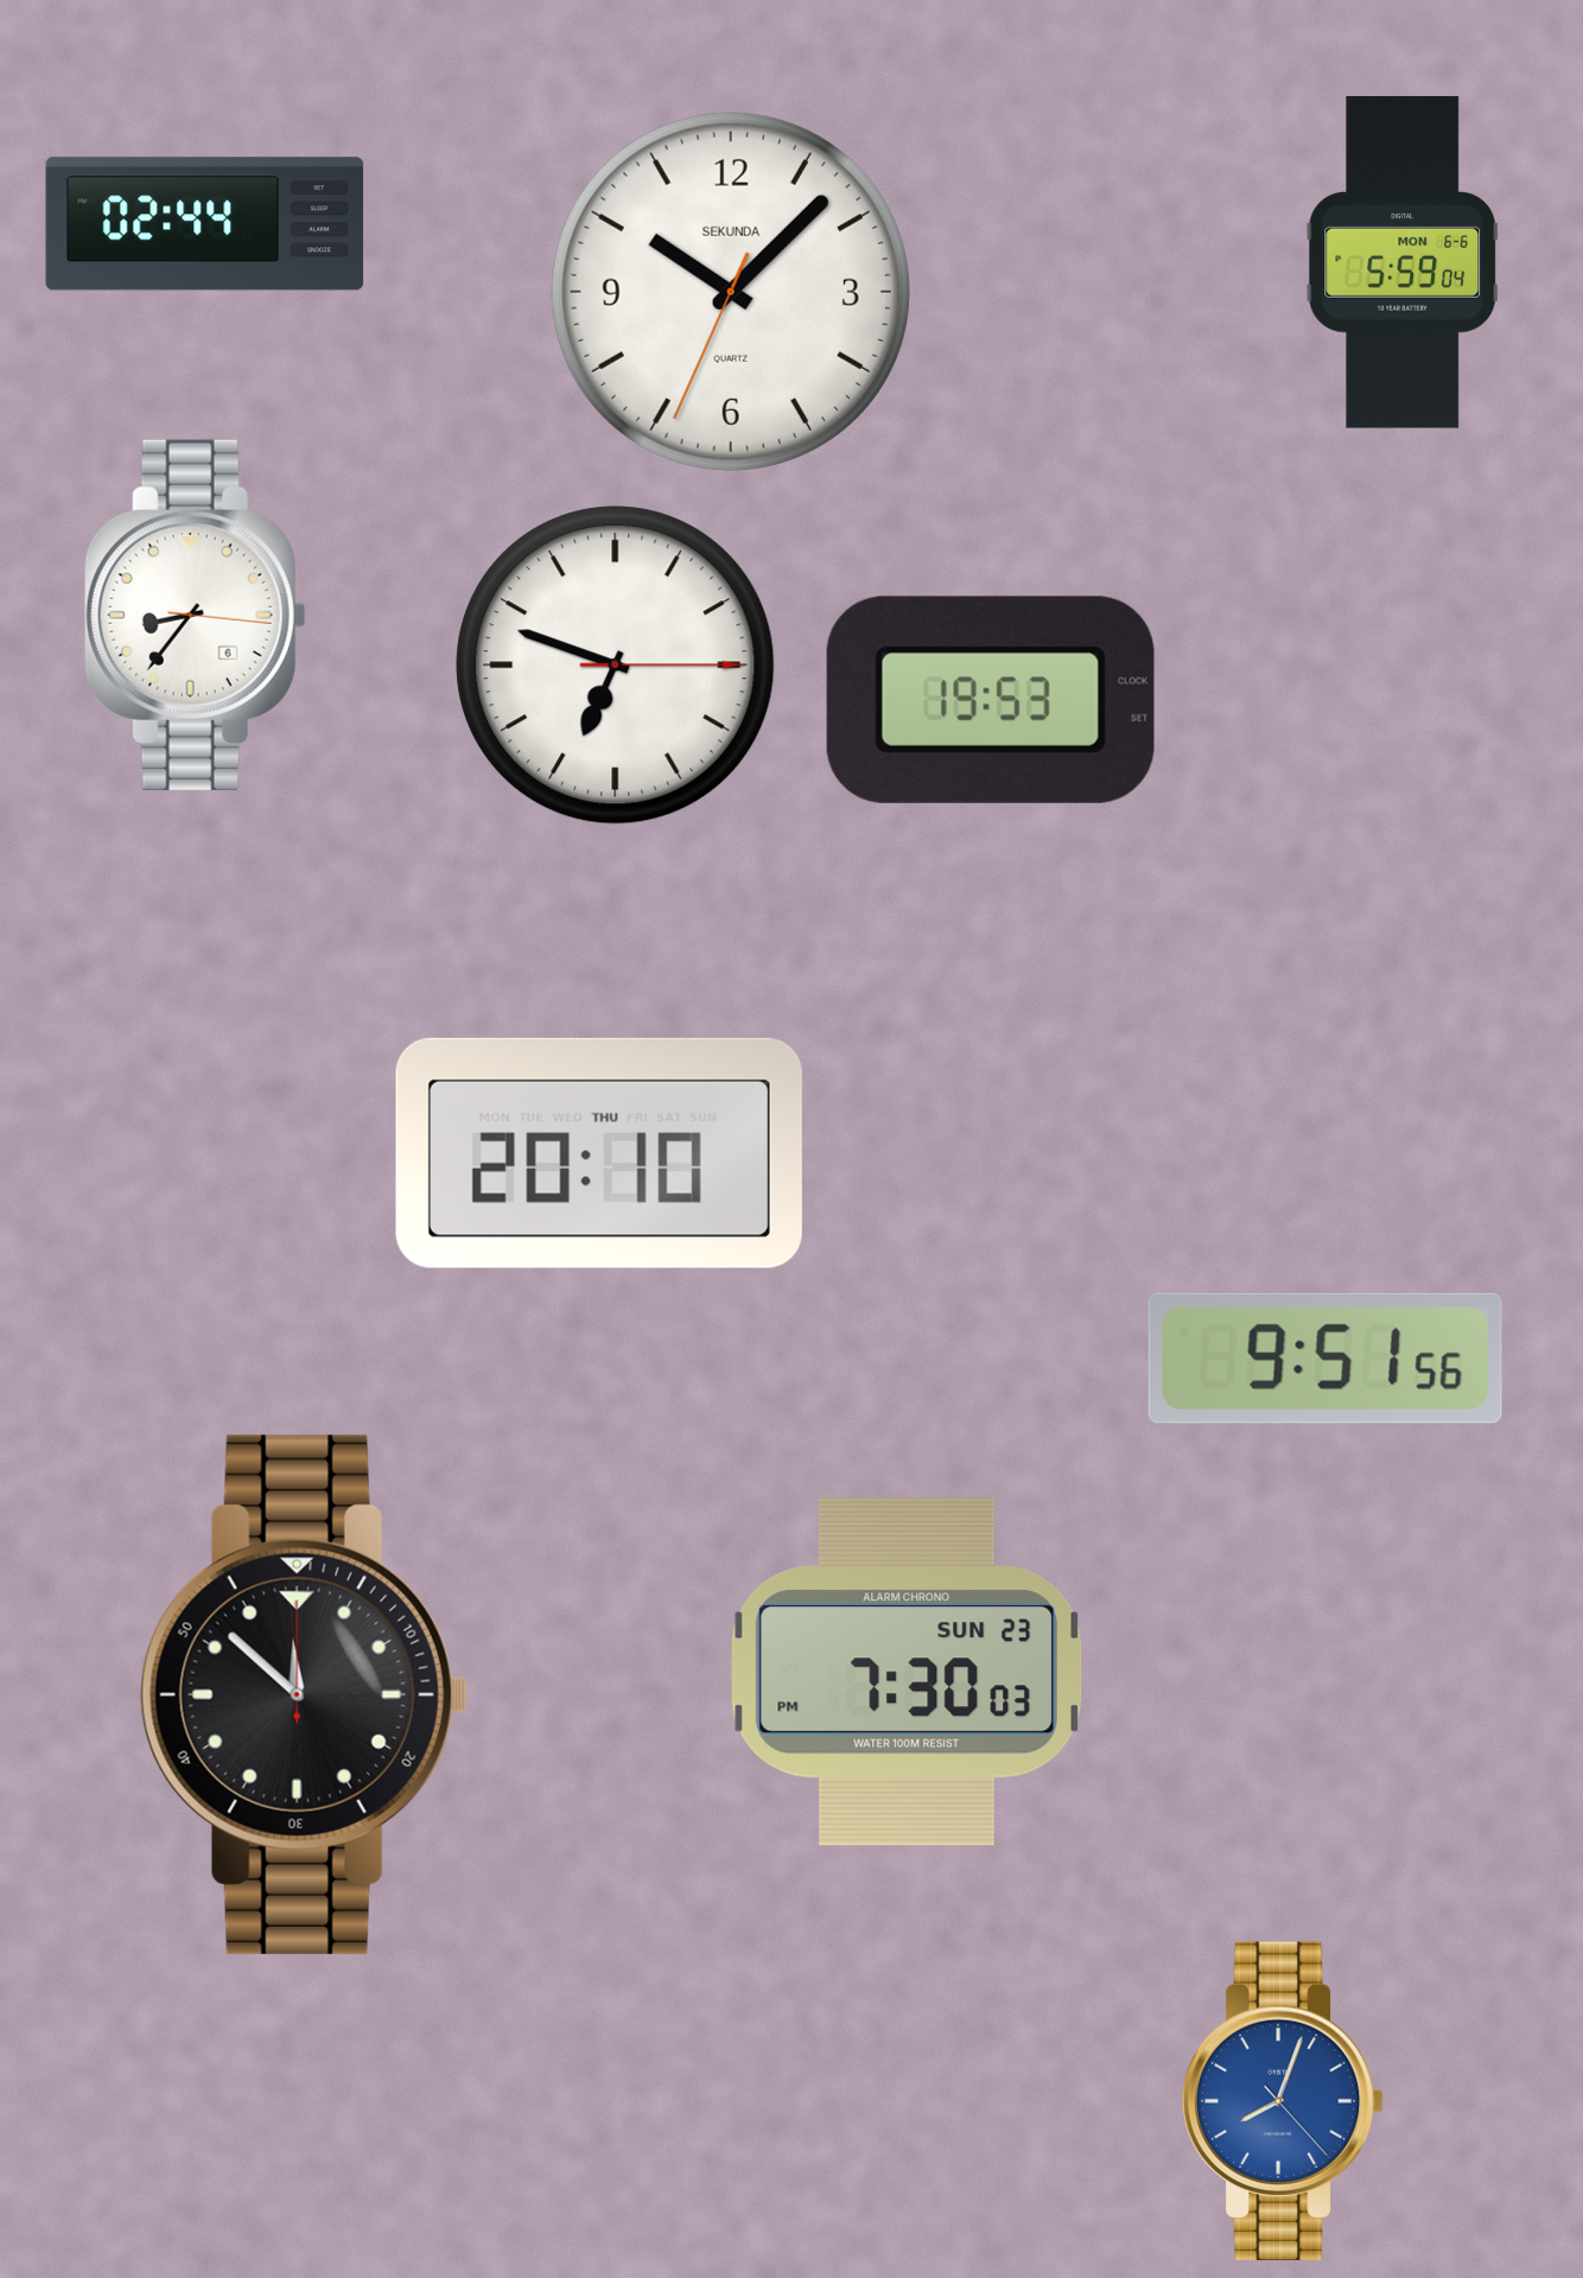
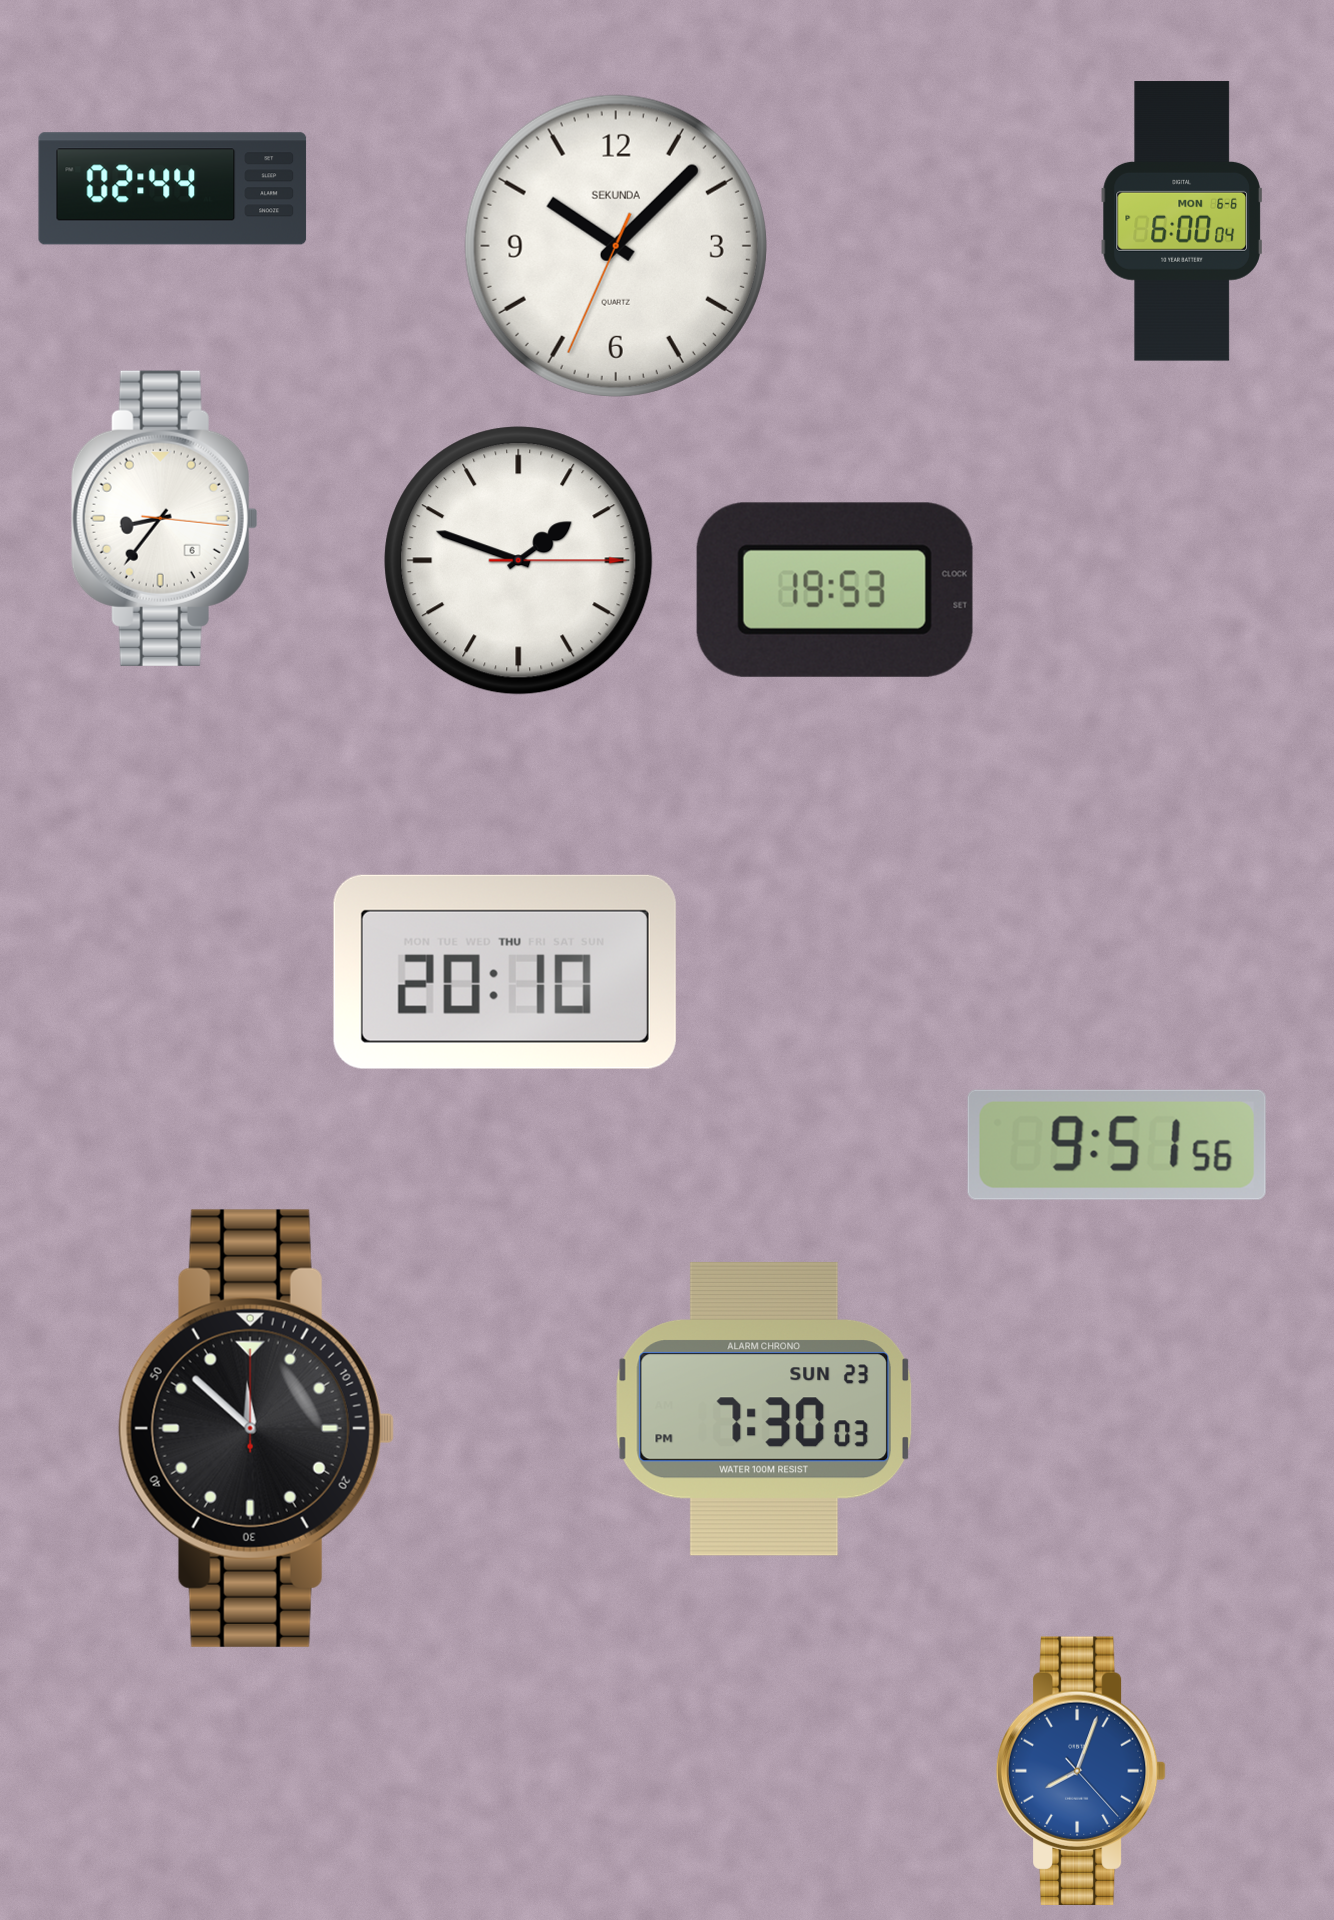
clock at (1403, 262): 5:59 -> 6:00
clock at (616, 666): 6:48 -> 1:48
